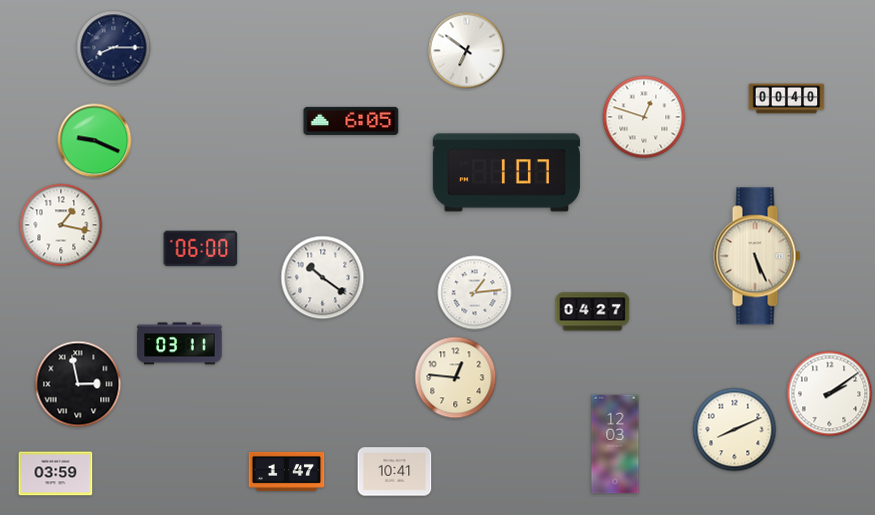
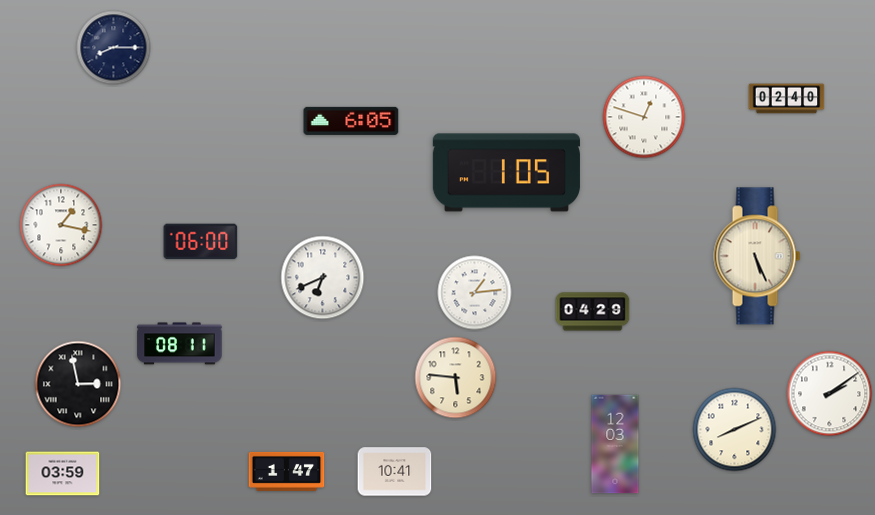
clock at (467, 51): 6:51 -> none
clock at (787, 99): 00:40 -> 02:40
clock at (95, 141): 9:19 -> none
clock at (506, 173): 1:07 -> 1:05
clock at (201, 249) position: (201, 249) -> (201, 242)
clock at (323, 278): 10:21 -> 6:41
clock at (593, 312): 04:27 -> 04:29
clock at (180, 344): 03:11 -> 08:11
clock at (456, 378): 12:46 -> 5:46
clock at (56, 474) position: (56, 474) -> (63, 474)
